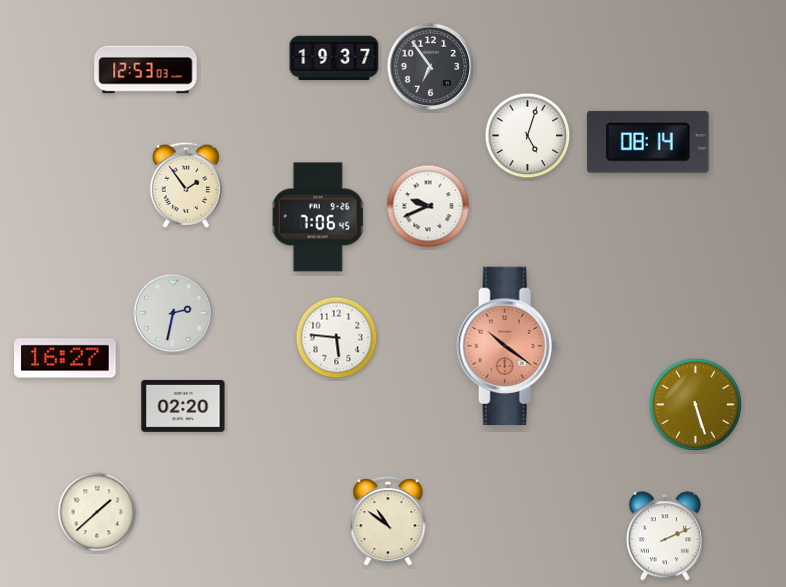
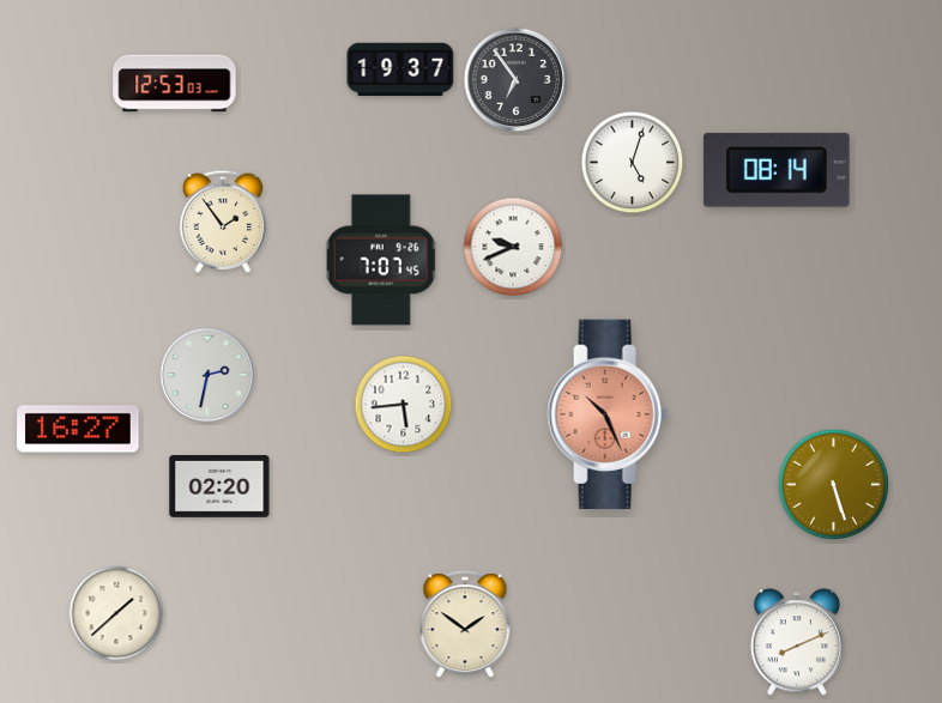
clock at (318, 217): 7:06 -> 7:07
clock at (337, 338): 5:46 -> 5:44
clock at (507, 345): 10:21 -> 10:26
clock at (388, 522): 10:51 -> 1:51
clock at (665, 536): 2:11 -> 8:11
